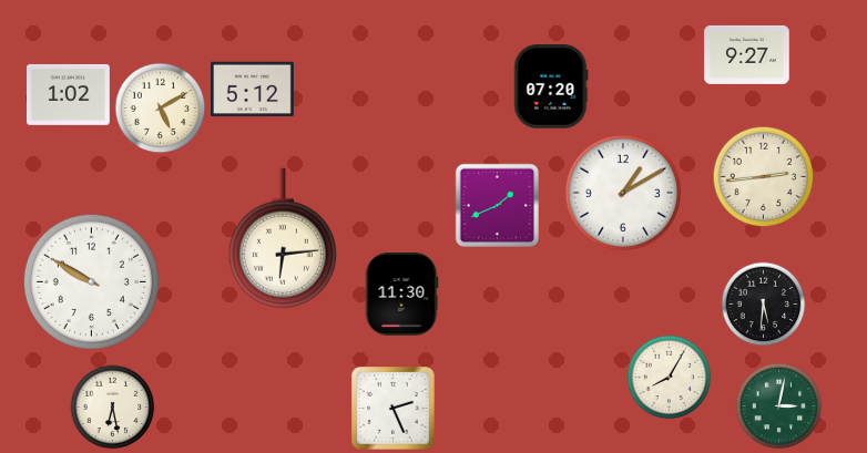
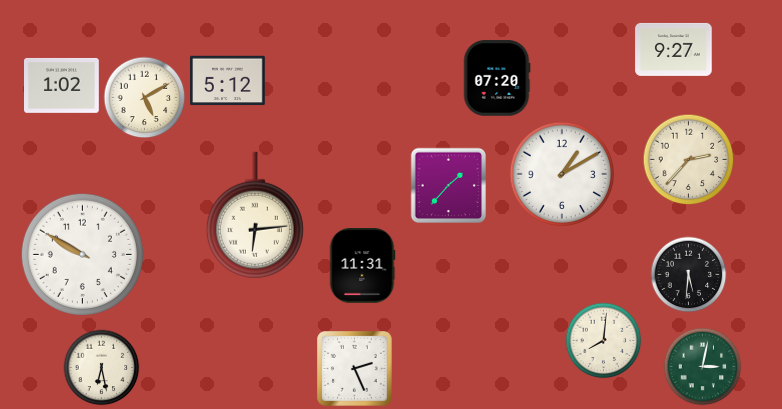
clock at (764, 177): 2:44 -> 2:37
clock at (497, 206): 1:41 -> 1:37
clock at (401, 295): 11:30 -> 11:31
clock at (670, 378): 8:05 -> 8:01
